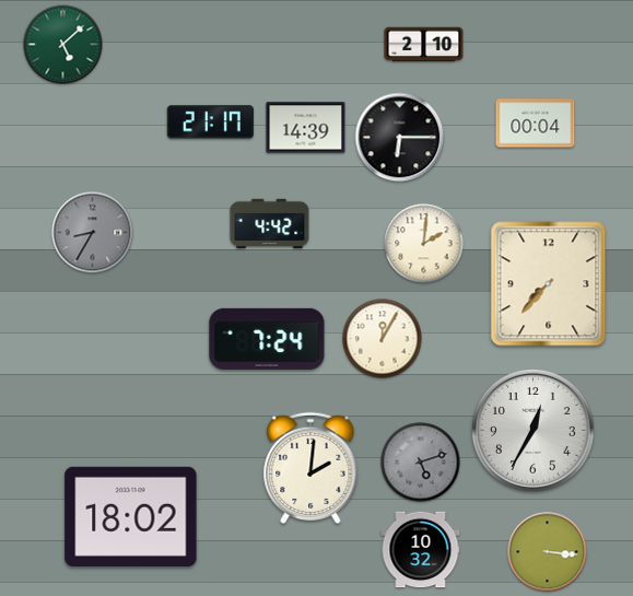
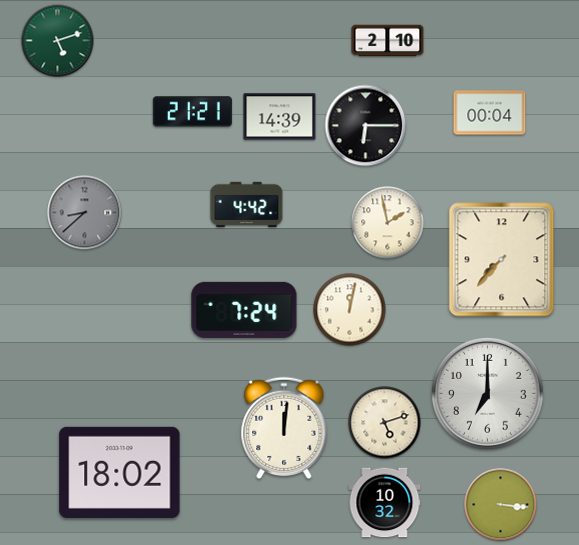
clock at (63, 45): 5:08 -> 5:12
clock at (210, 122): 21:17 -> 21:21
clock at (93, 233): 8:35 -> 8:38
clock at (424, 244): 2:01 -> 1:58
clock at (383, 339): 12:05 -> 12:02
clock at (532, 430): 12:35 -> 7:00
clock at (421, 463) dial: grey -> cream
clock at (310, 467): 2:01 -> 12:01
